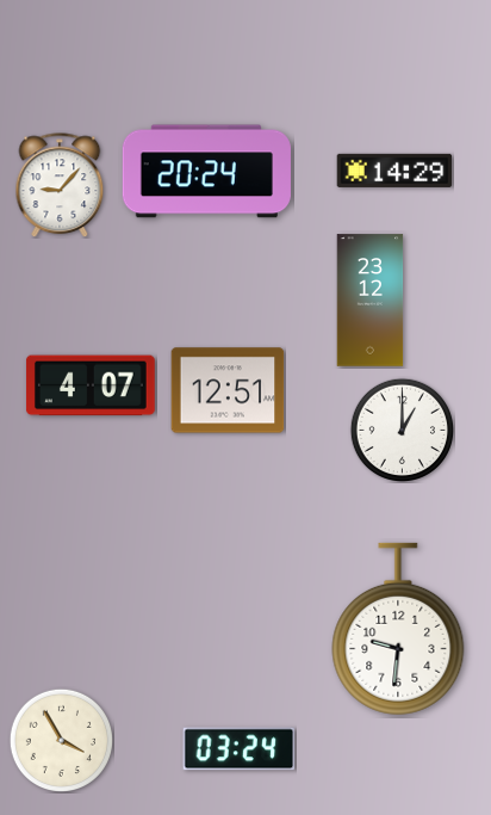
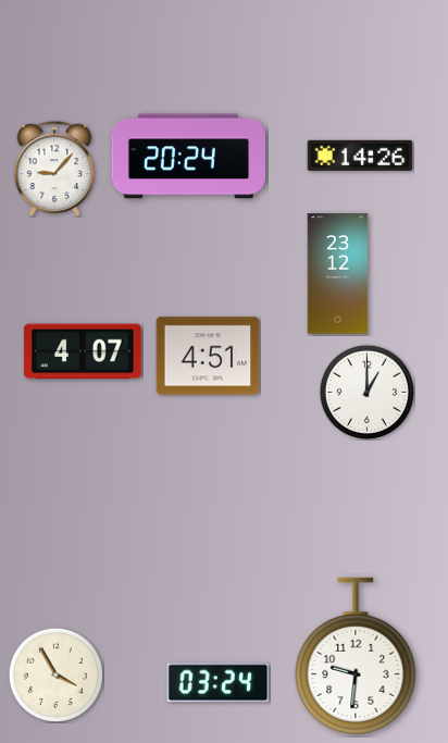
clock at (394, 171): 14:29 -> 14:26
clock at (228, 390): 12:51 -> 4:51
clock at (398, 629) position: (398, 629) -> (356, 656)
